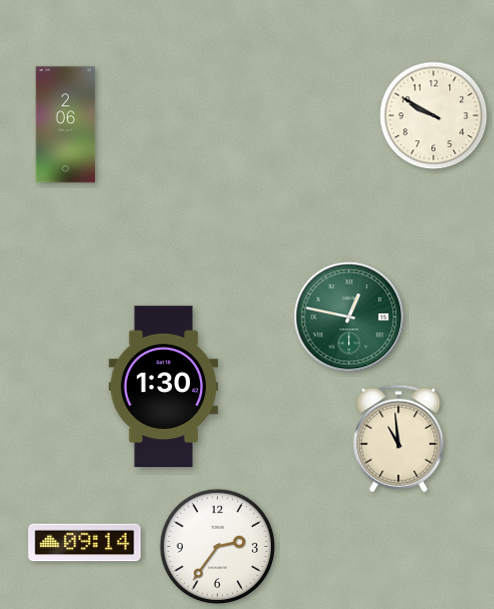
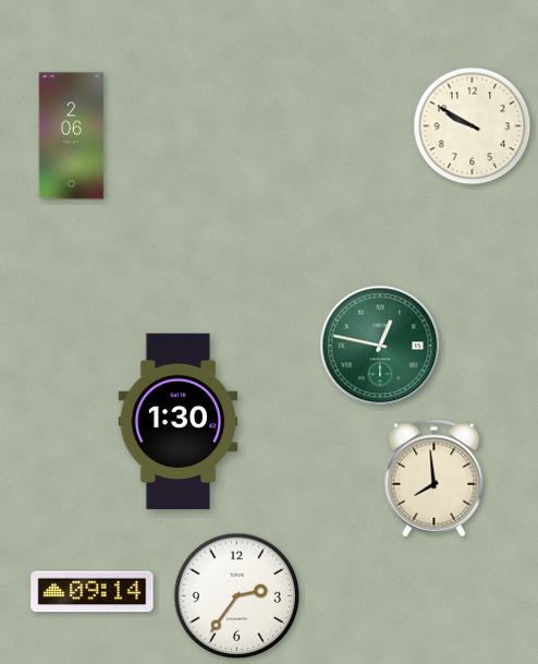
clock at (399, 439): 10:59 -> 7:59
